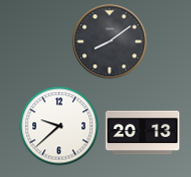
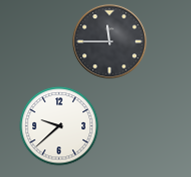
clock at (110, 42): 8:09 -> 11:45
clock at (143, 133): 20:13 -> none
